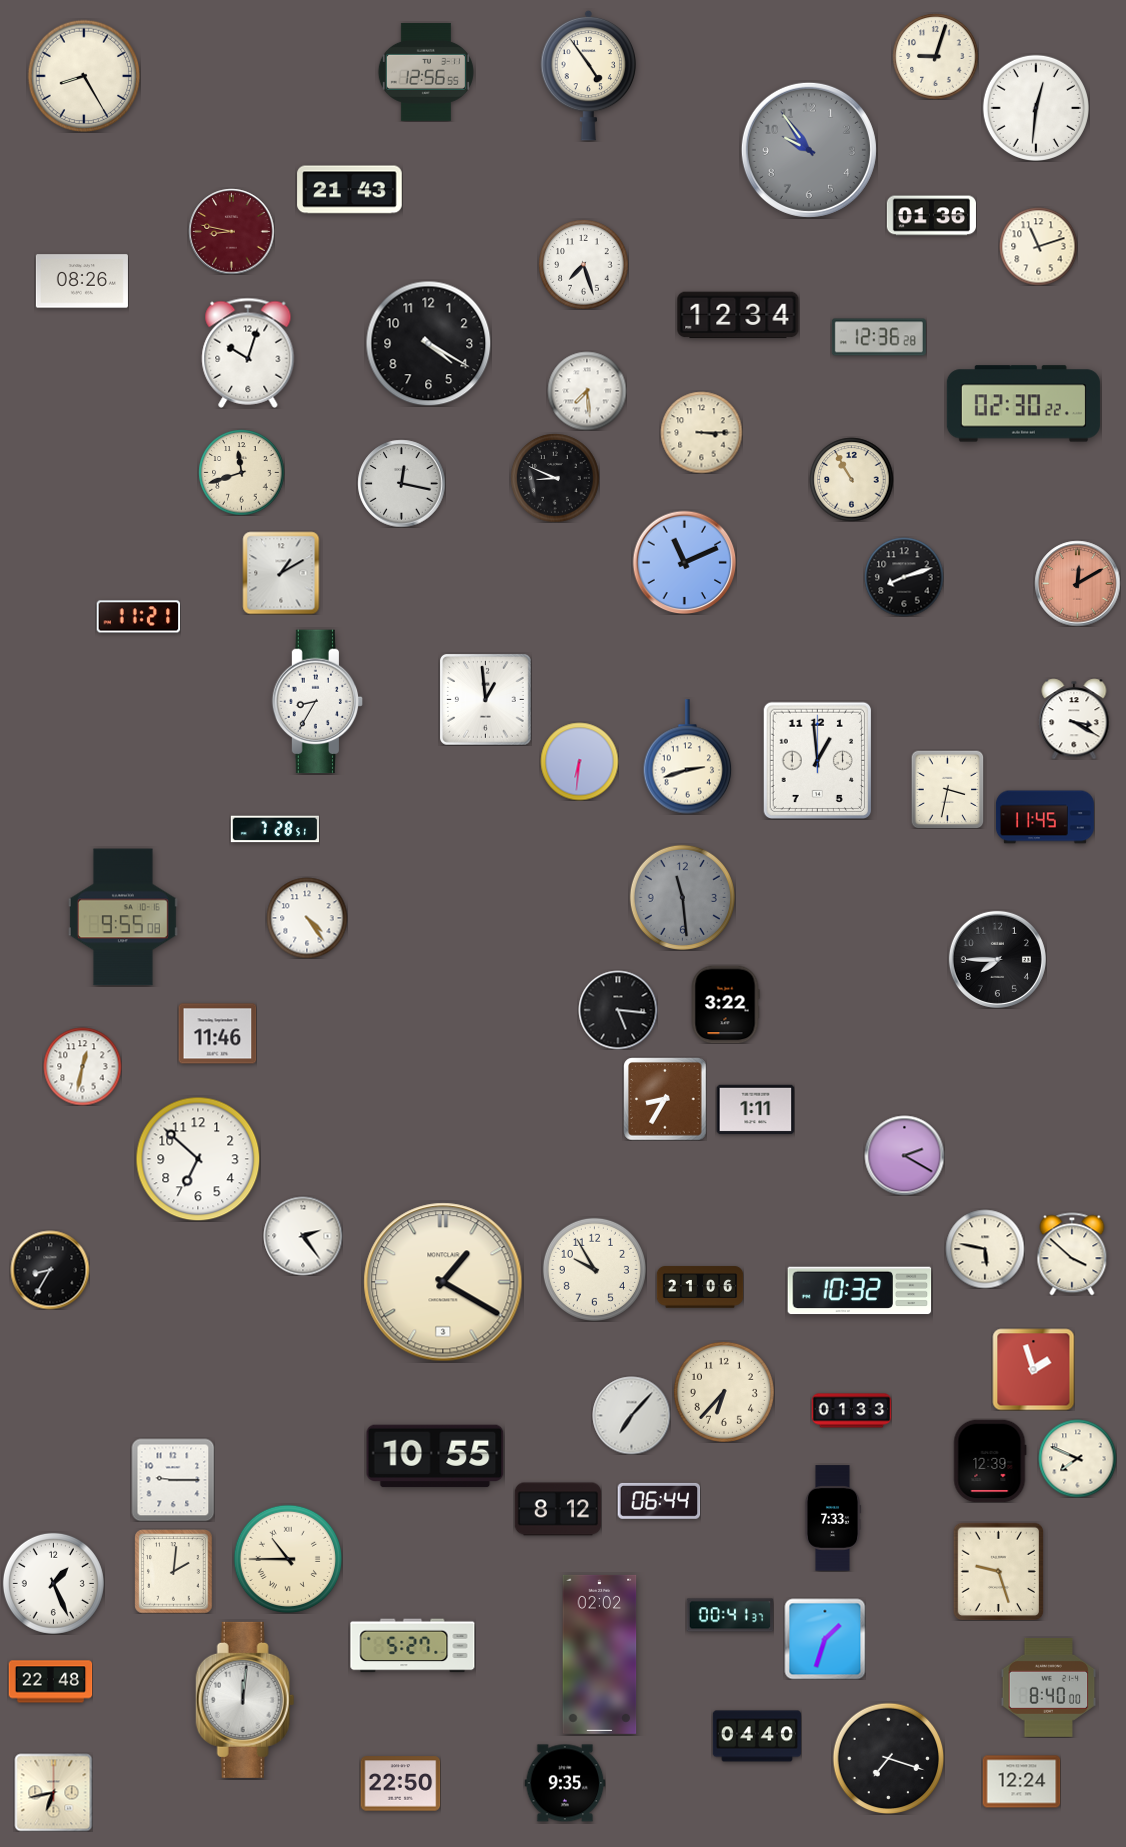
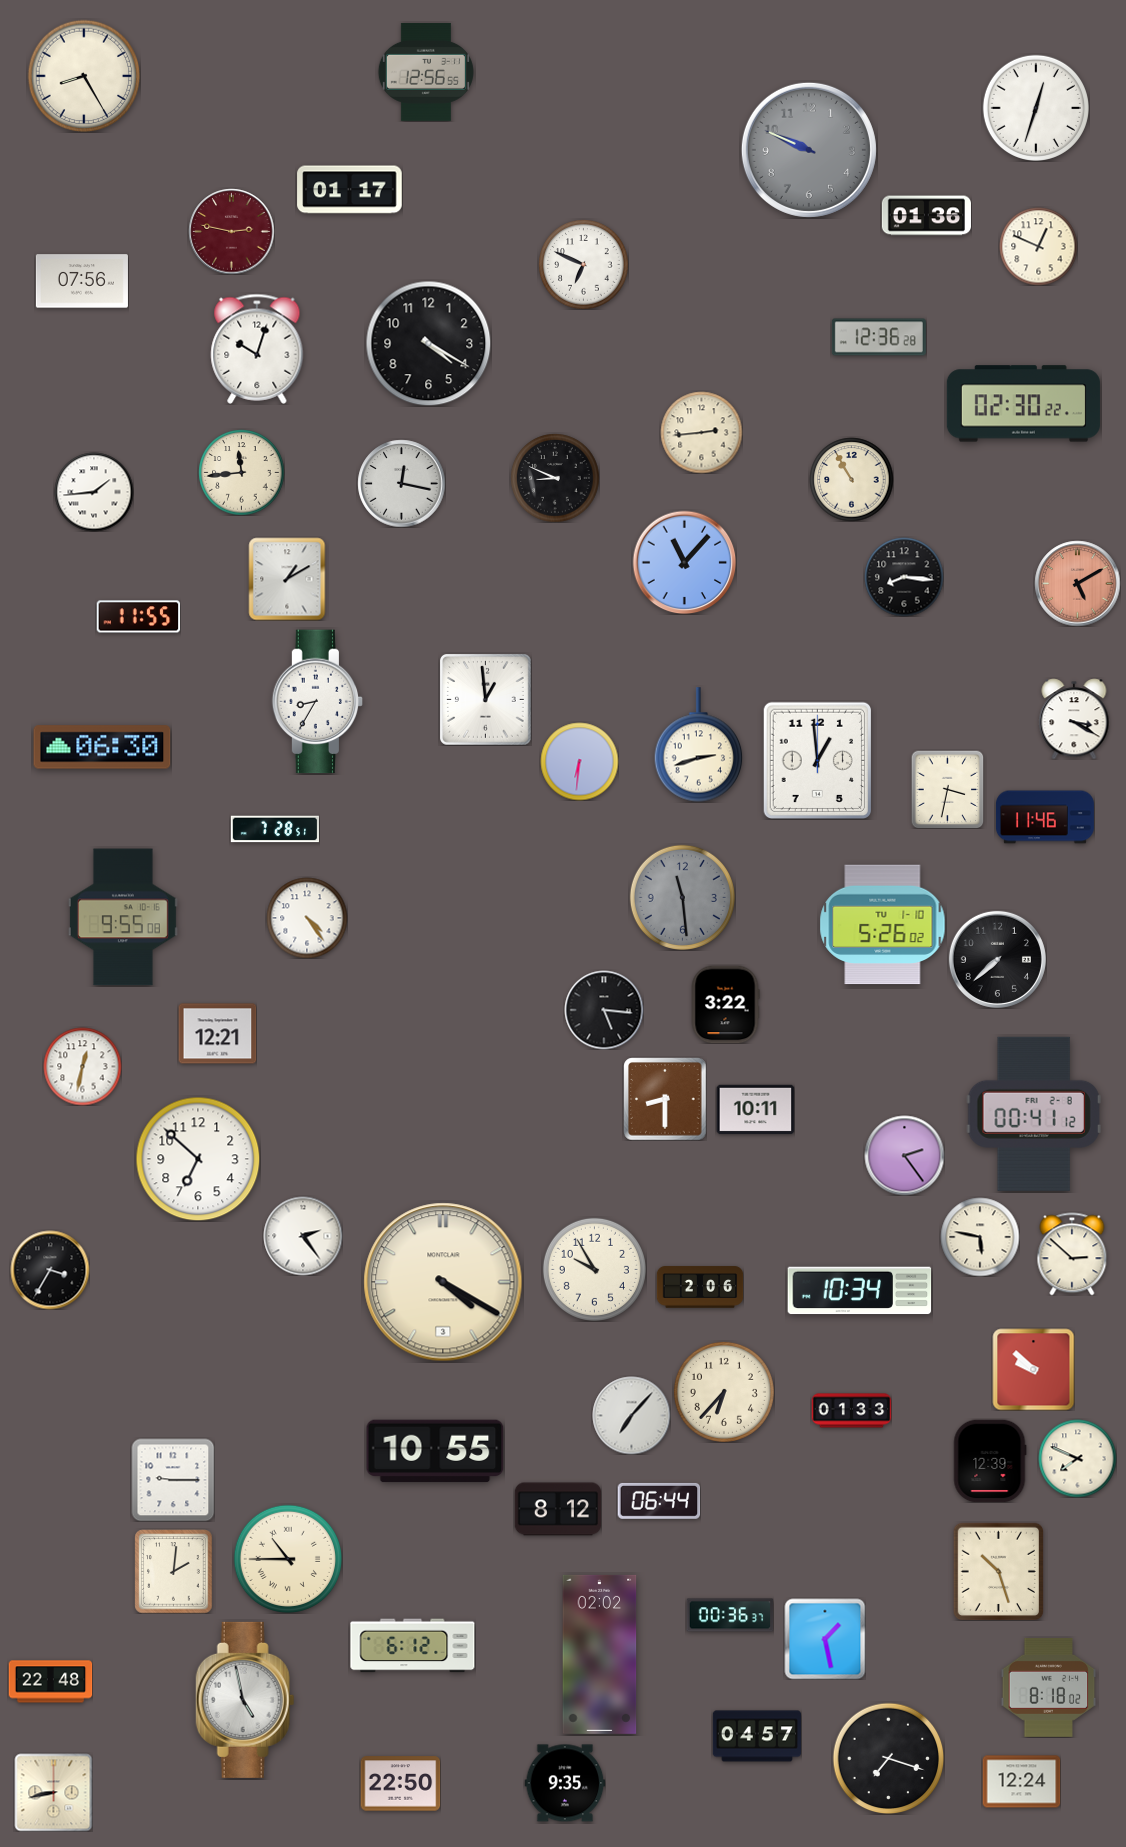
clock at (935, 56): 9:03 -> none
clock at (589, 75): 4:54 -> none
clock at (1035, 107): 12:31 -> 12:33
clock at (809, 150): 9:54 -> 9:49
clock at (350, 190): 21:43 -> 01:17
clock at (931, 216) position: (931, 216) -> (926, 216)
clock at (231, 231): 8:47 -> 2:47
clock at (1038, 246): 11:12 -> 12:49
clock at (583, 264): 7:27 -> 6:49
clock at (82, 281): 08:26 -> 07:56
clock at (738, 315): 12:34 -> none
clock at (248, 353) position: (248, 353) -> (257, 349)
clock at (587, 391): 7:29 -> none
clock at (701, 432): 3:15 -> 2:44
clock at (241, 472): 11:42 -> 11:44
clock at (94, 492): none -> 1:44
clock at (684, 562): 11:11 -> 11:07
clock at (281, 573) position: (281, 573) -> (287, 579)
clock at (904, 577): 8:12 -> 8:16
clock at (1077, 583): 12:10 -> 5:10
clock at (138, 617): 11:21 -> 11:55
clock at (102, 747): none -> 06:30
clock at (688, 757) position: (688, 757) -> (699, 745)
clock at (1045, 817): 11:45 -> 11:46
clock at (883, 925): none -> 5:26
clock at (997, 959): 7:45 -> 7:38
clock at (618, 1010) position: (618, 1010) -> (604, 1010)
clock at (217, 1034): 11:46 -> 12:21
clock at (665, 1099): 8:35 -> 8:30
clock at (755, 1110): 1:11 -> 10:11
clock at (1034, 1114): none -> 00:41
clock at (904, 1155): 2:20 -> 2:24
clock at (985, 1249) position: (985, 1249) -> (980, 1237)
clock at (1072, 1254): 3:52 -> 2:52
clock at (50, 1270): 8:35 -> 3:35
clock at (443, 1282): 1:20 -> 4:20
clock at (700, 1287): 21:06 -> 2:06
clock at (860, 1291): 10:32 -> 10:34
clock at (1033, 1369): 1:57 -> 9:52
clock at (435, 1456) position: (435, 1456) -> (435, 1451)
clock at (833, 1518): 7:33 -> none
clock at (998, 1571): 9:27 -> 10:27
clock at (53, 1583): 1:26 -> none
clock at (730, 1615): 00:41 -> 00:36
clock at (825, 1639): 1:33 -> 1:28
clock at (413, 1646): 5:27 -> 6:12
clock at (1049, 1687): 8:40 -> 8:18
clock at (245, 1700): 12:01 -> 4:58
clock at (756, 1736): 04:40 -> 04:57
clock at (53, 1792): 6:43 -> 8:43
